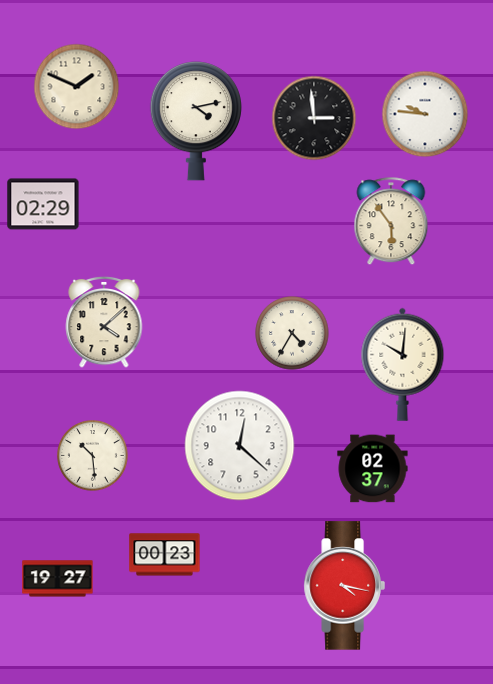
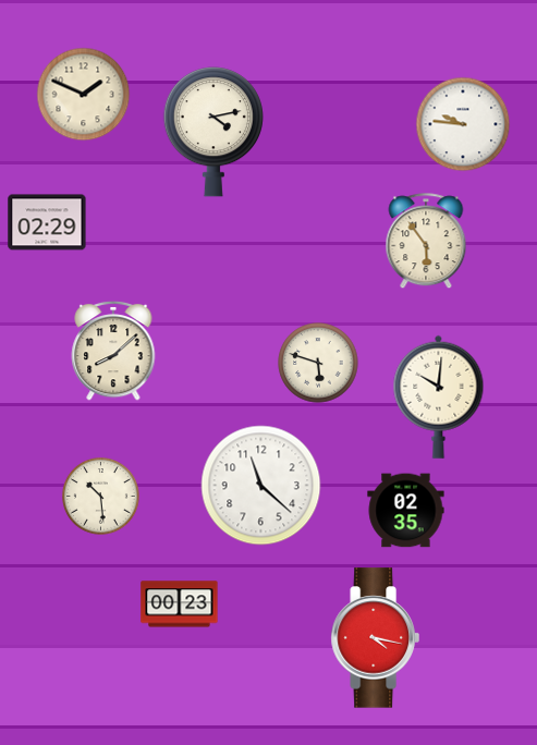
clock at (314, 118): 2:59 -> none
clock at (104, 322): 4:08 -> 8:08
clock at (292, 333): 4:35 -> 5:48
clock at (240, 446): 12:22 -> 11:22
clock at (373, 469): 02:37 -> 02:35
clock at (58, 579): 19:27 -> none
